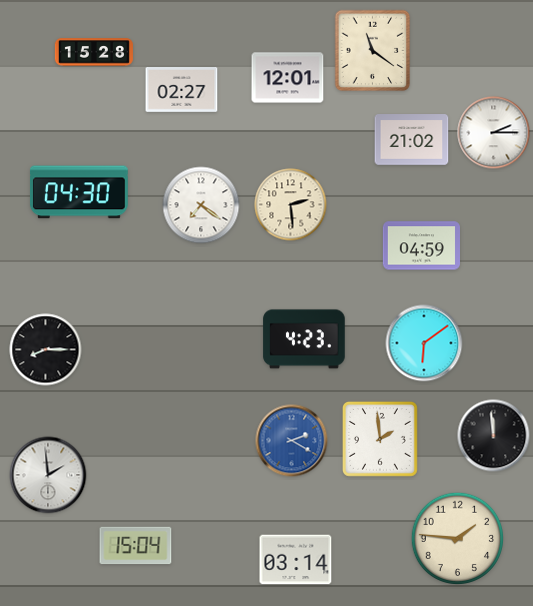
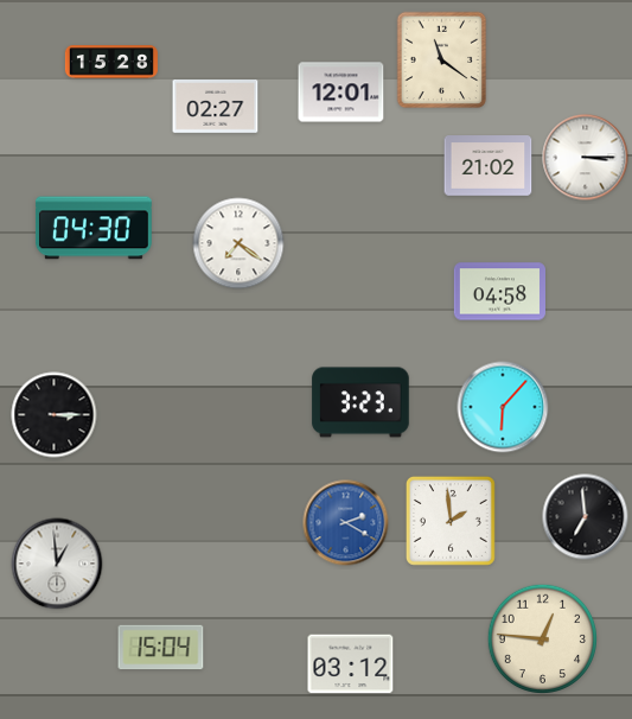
clock at (494, 133): 2:15 -> 3:15
clock at (291, 205): 2:29 -> none
clock at (421, 246): 04:59 -> 04:58
clock at (304, 339): 4:23 -> 3:23
clock at (424, 343): 6:09 -> 6:07
clock at (46, 350): 8:15 -> 3:15
clock at (494, 436): 11:59 -> 6:59
clock at (48, 475): 1:59 -> 12:59
clock at (457, 538): 1:46 -> 12:46
clock at (296, 560): 03:14 -> 03:12
